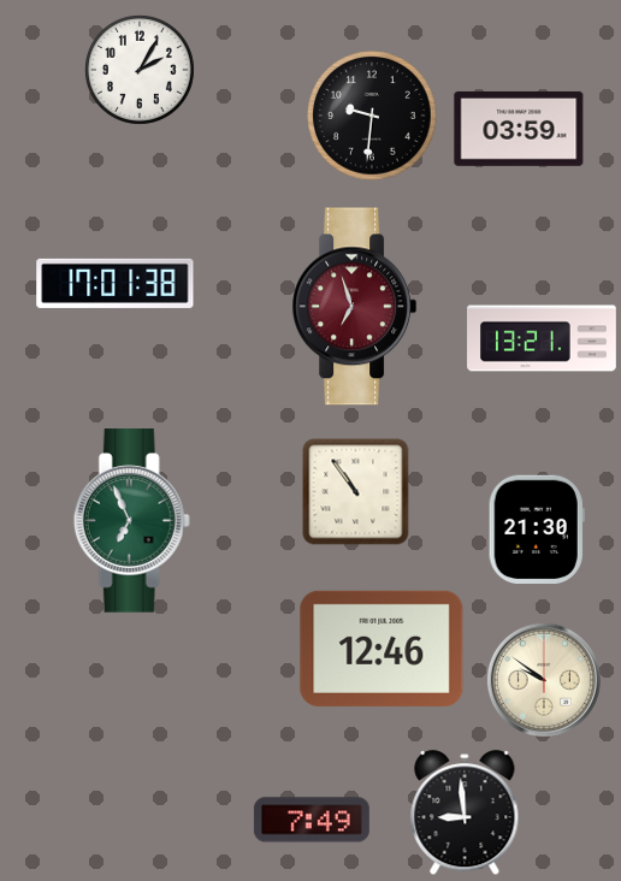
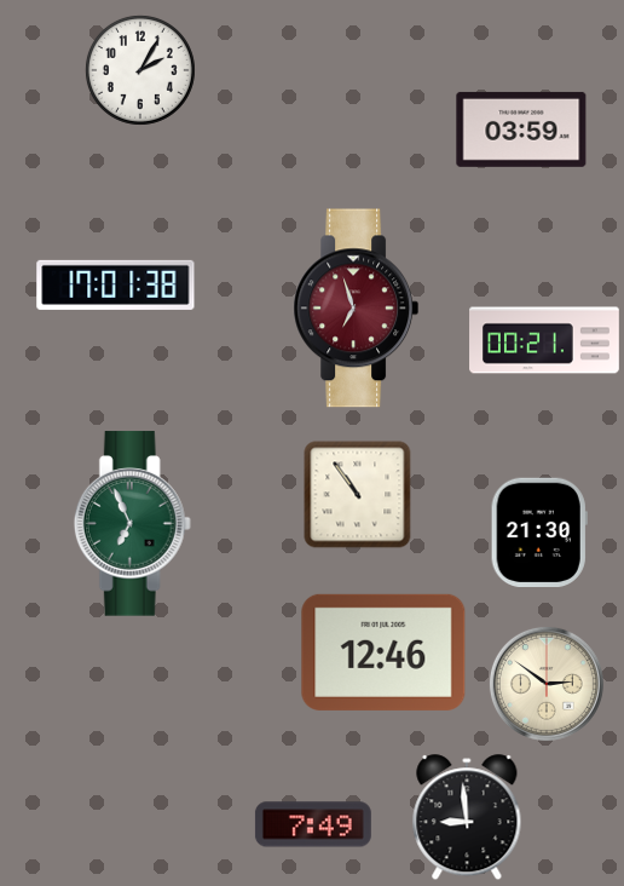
clock at (372, 116): 9:31 -> none
clock at (542, 338): 13:21 -> 00:21
clock at (544, 680): 9:51 -> 2:51
